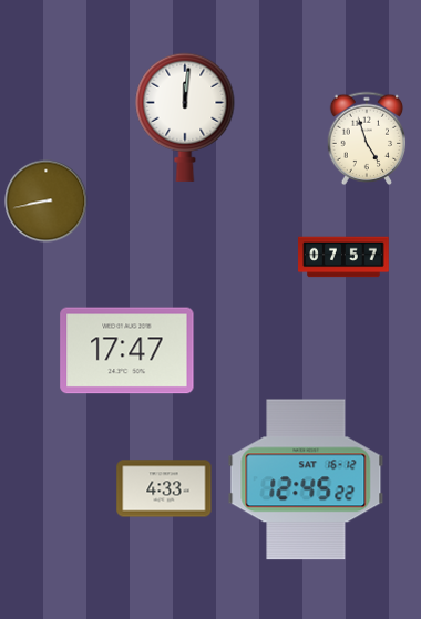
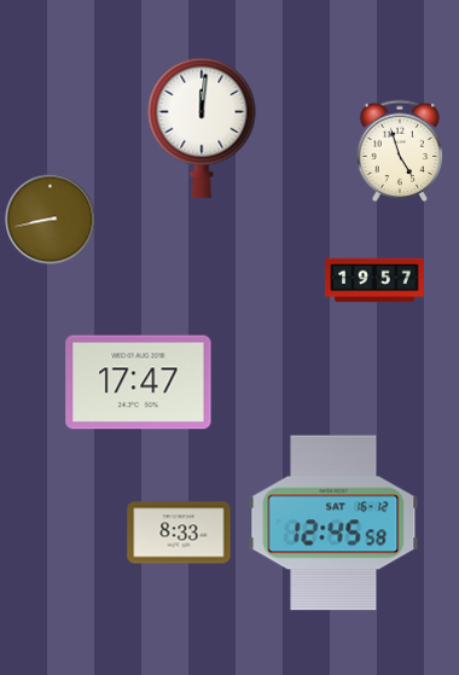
clock at (343, 257): 07:57 -> 19:57
clock at (306, 479): 12:45:22 -> 12:45:58
clock at (164, 488): 4:33 -> 8:33
